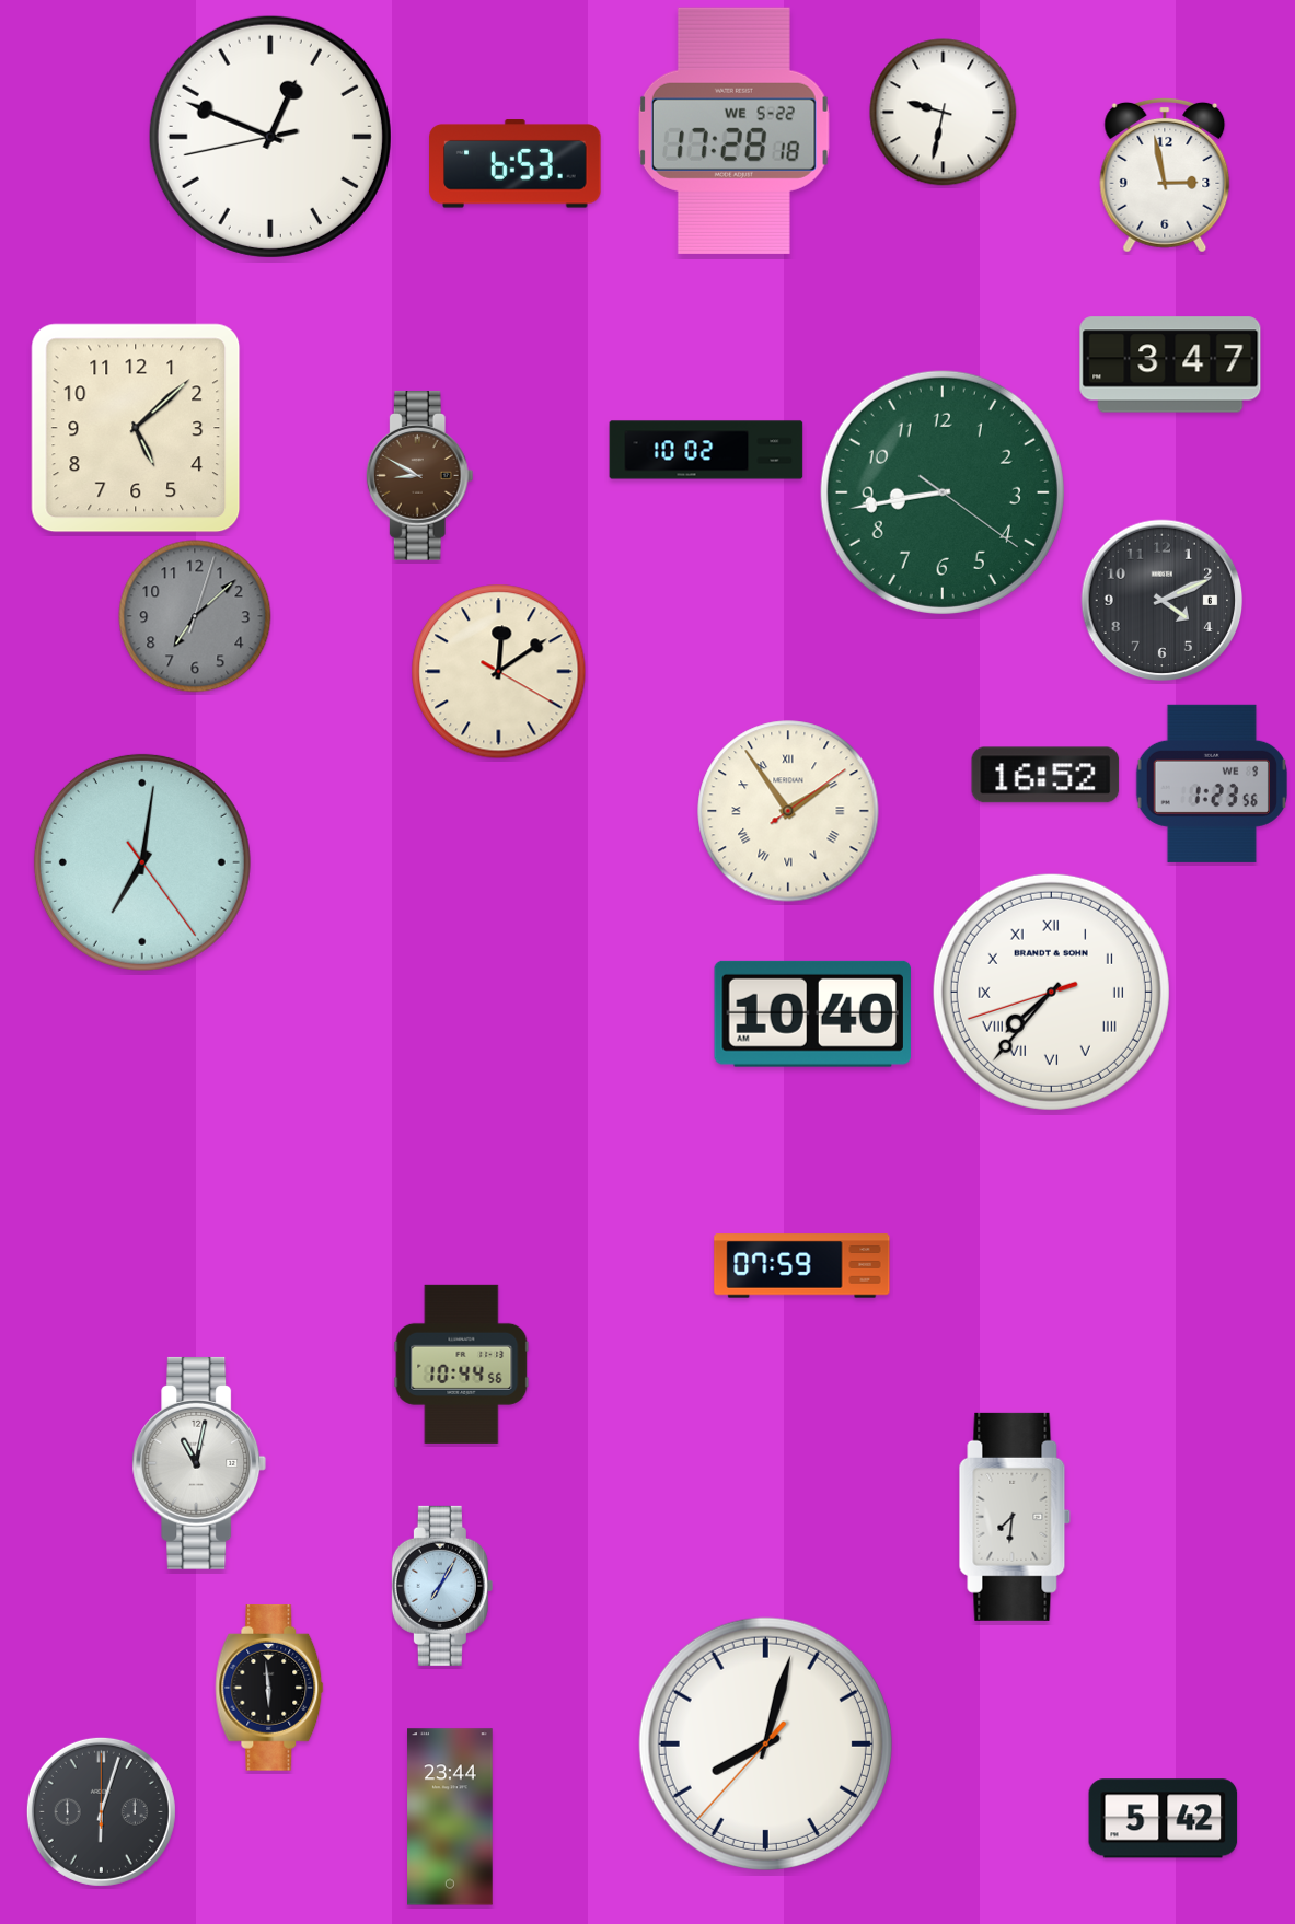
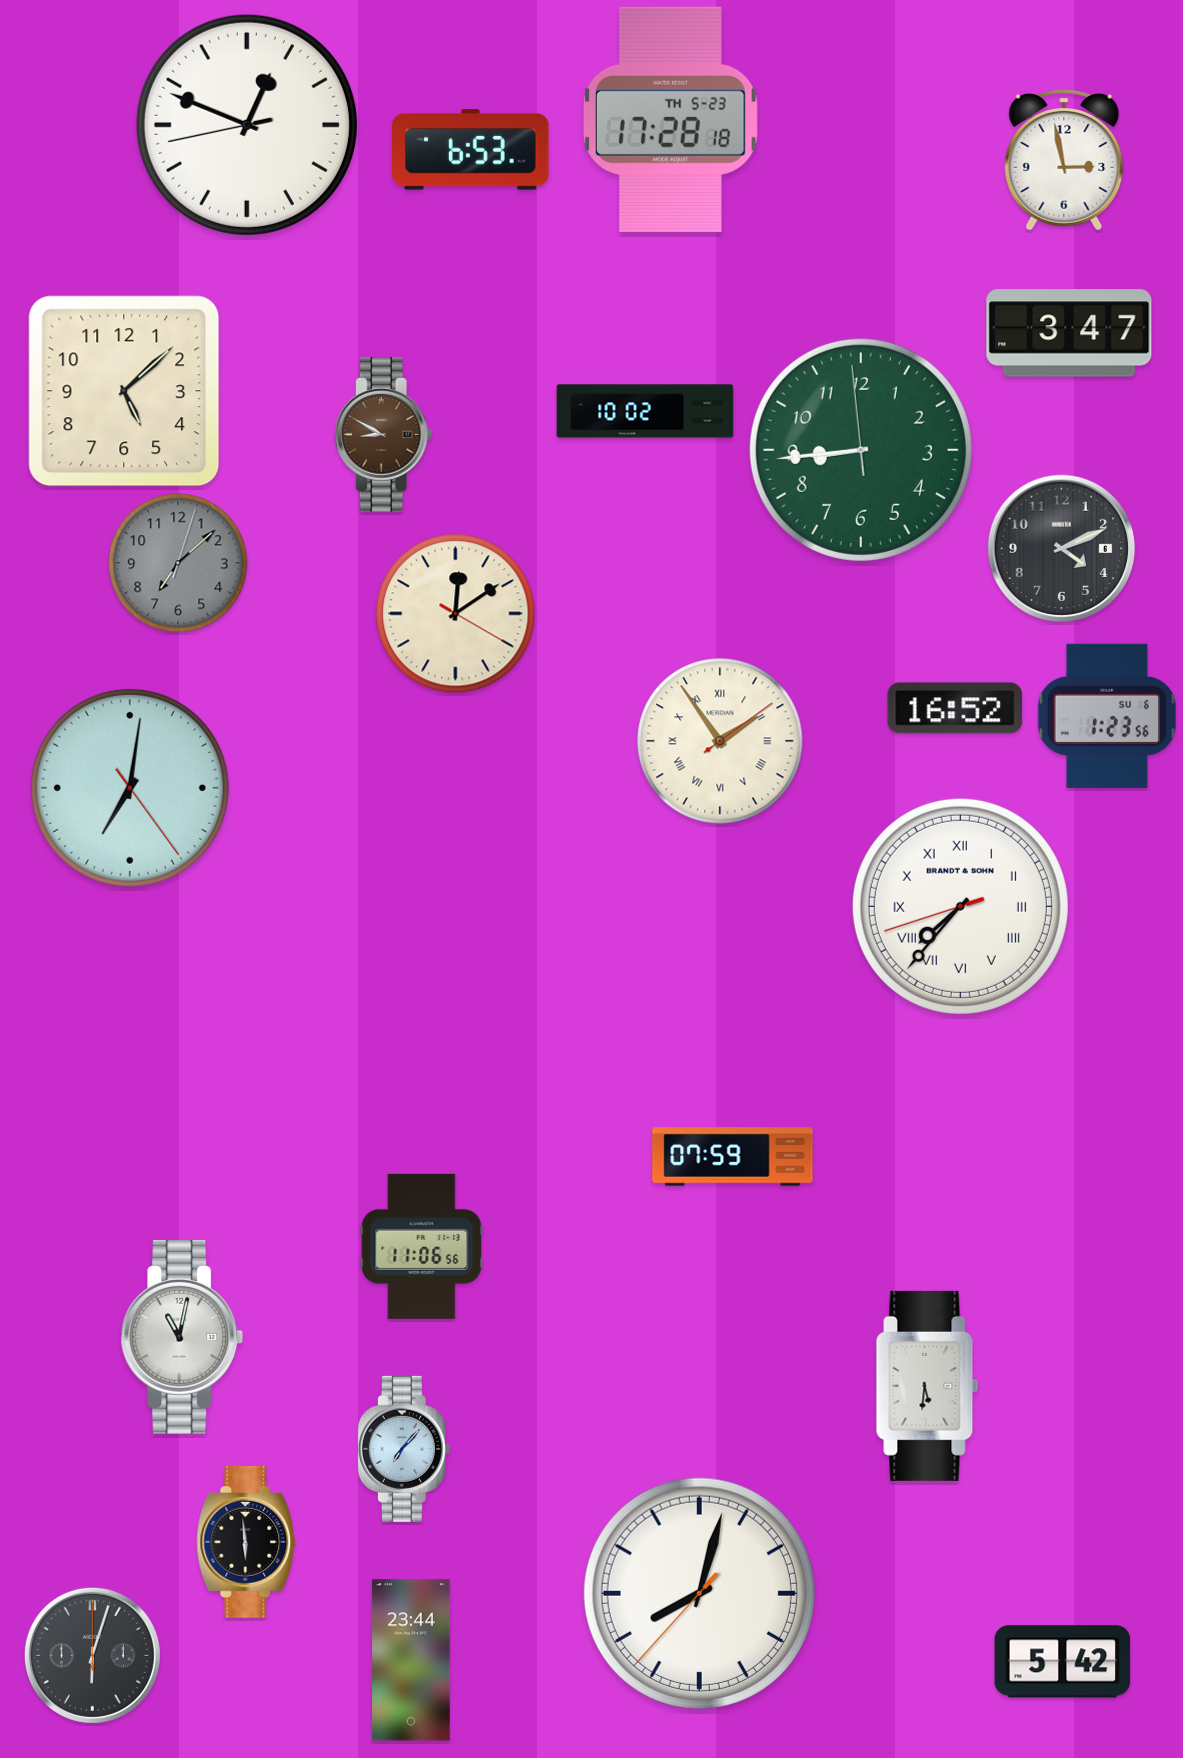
clock at (944, 113): 9:32 -> none
clock at (733, 130) date: WE 5-22 -> TH 5-23
clock at (943, 492): 8:43:21 -> 8:43:59
clock at (1212, 784) date: WE 9 -> SU 6
clock at (812, 1013): 10:40 -> none
clock at (462, 1364): 10:44 -> 11:06
clock at (1015, 1517): 7:31 -> 5:31
clock at (442, 1586): 7:05 -> 7:07
